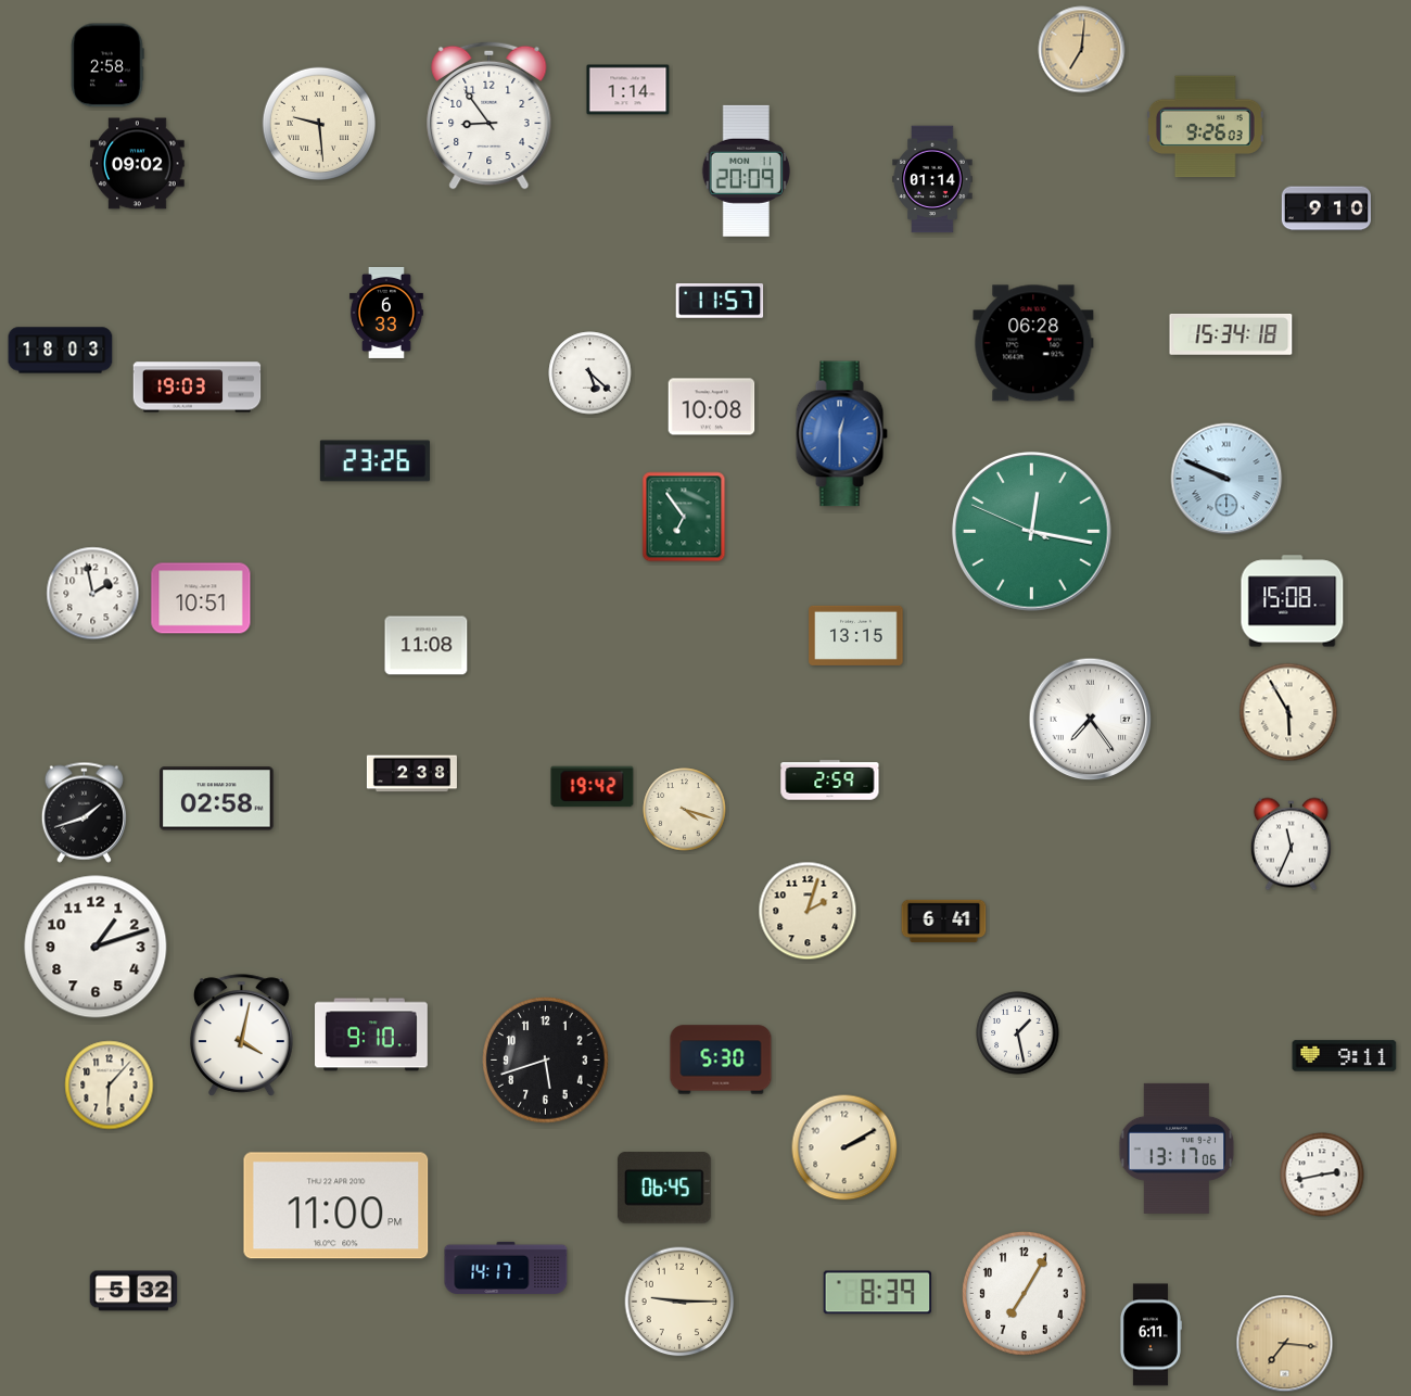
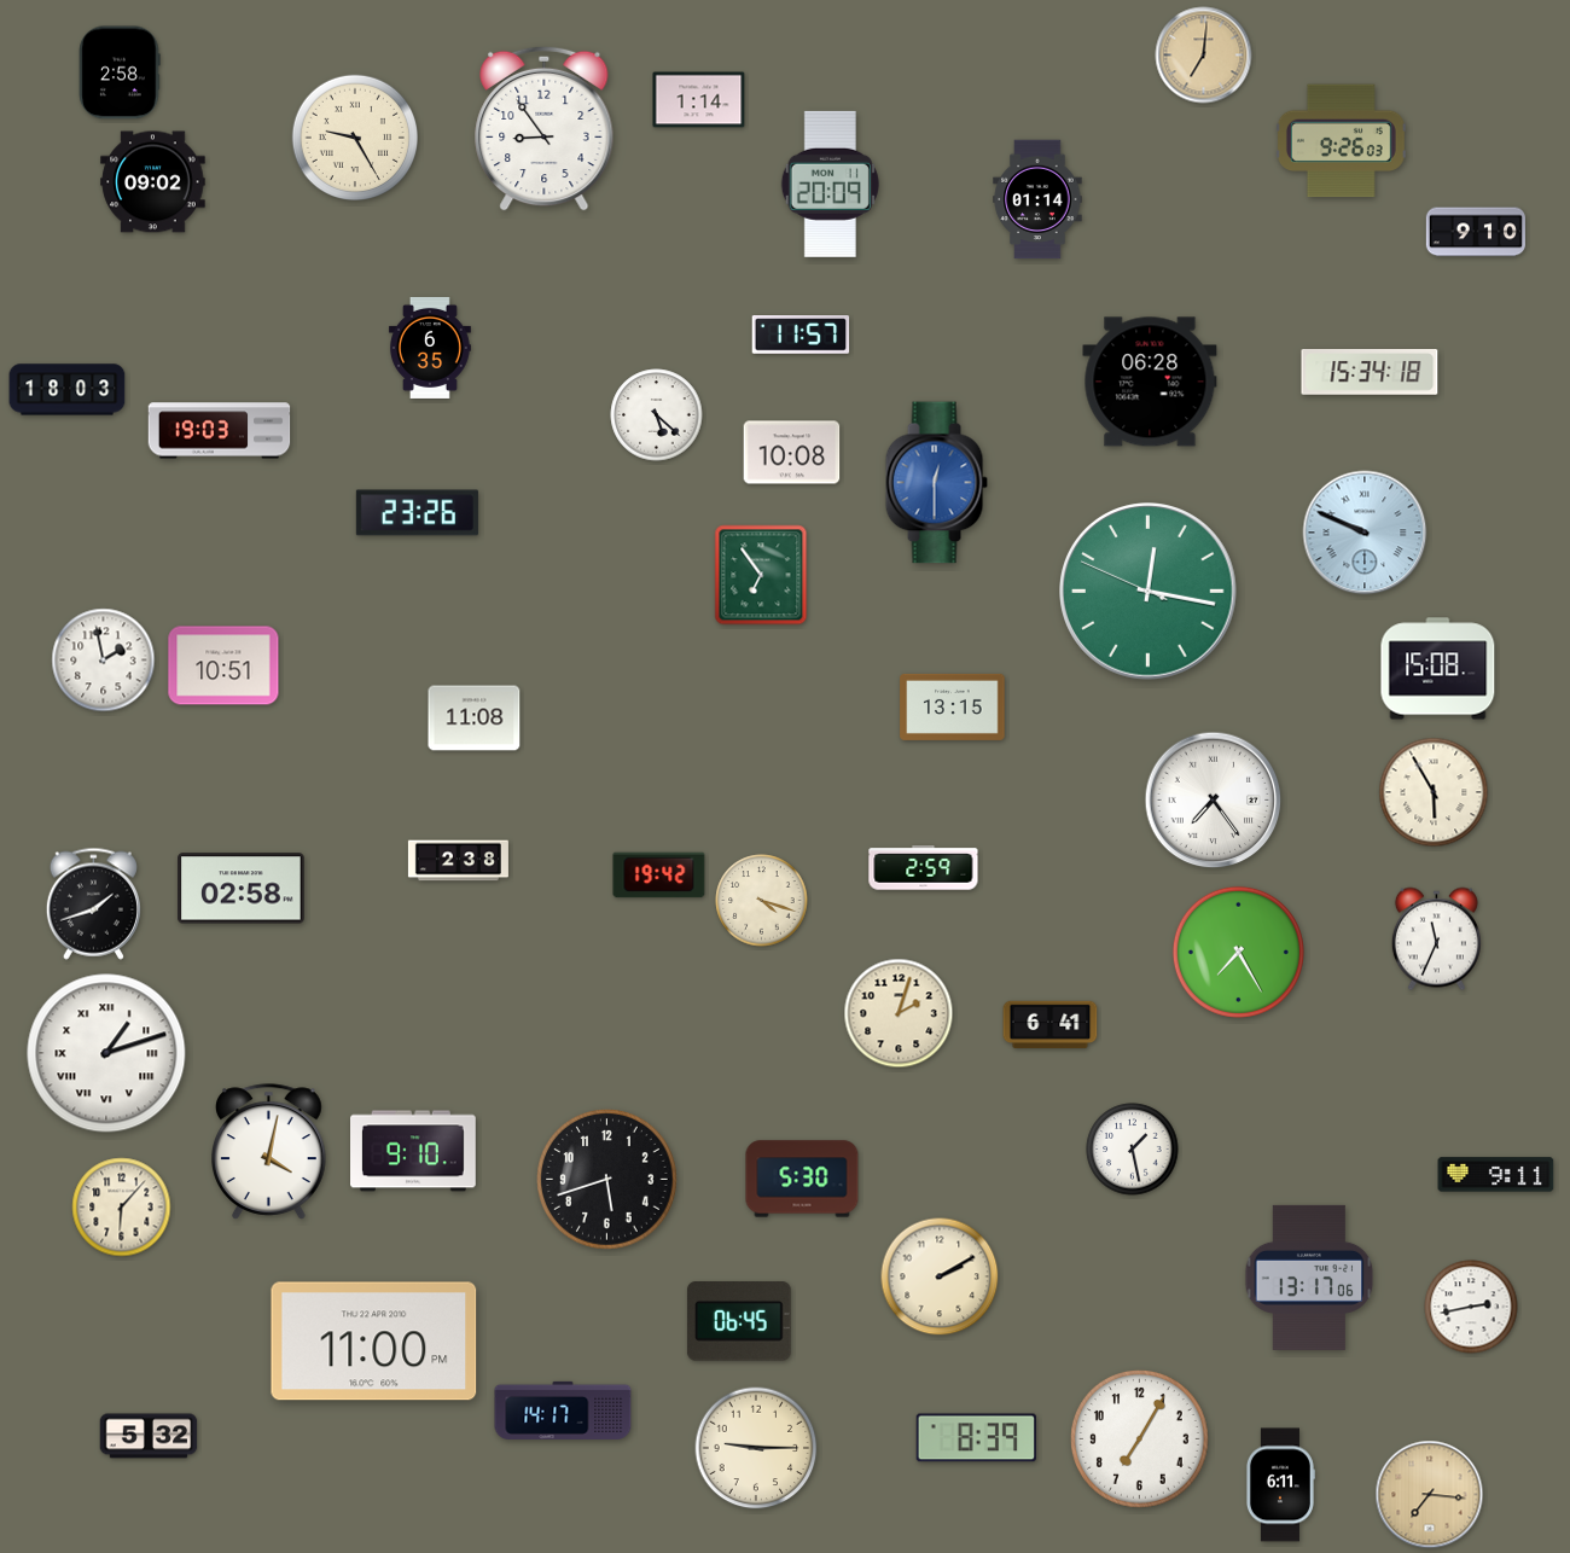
clock at (319, 124): 9:29 -> 9:25
clock at (746, 170) position: (746, 170) -> (830, 184)
clock at (386, 313): 6:33 -> 6:35
clock at (1238, 952): none -> 7:25
clock at (96, 947) numerals: Arabic -> Roman
